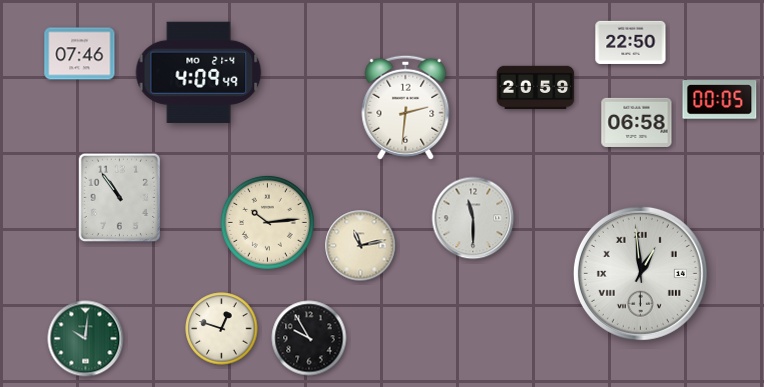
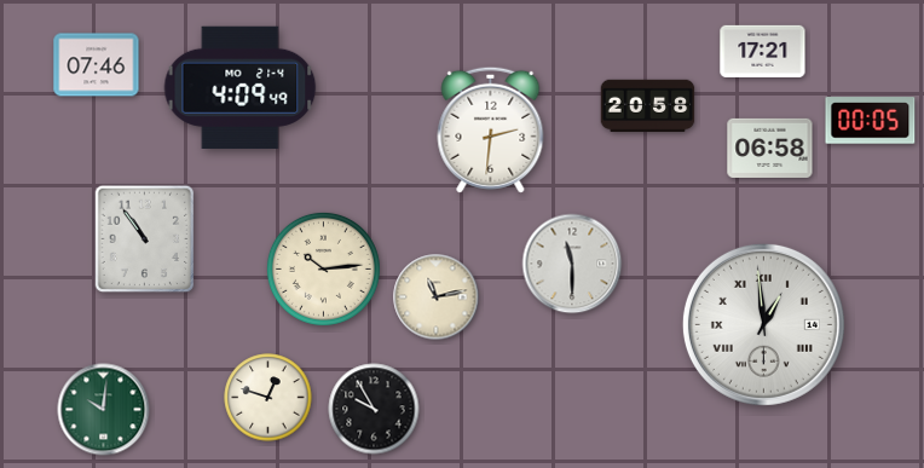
clock at (631, 42): 22:50 -> 17:21
clock at (536, 87): 20:59 -> 20:58
clock at (640, 273) position: (640, 273) -> (763, 324)
